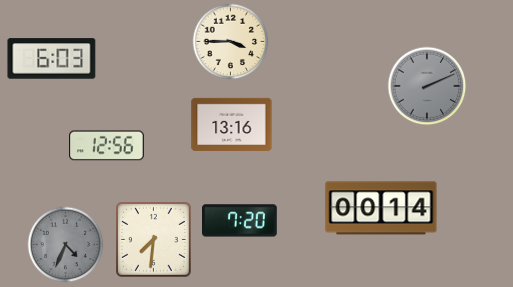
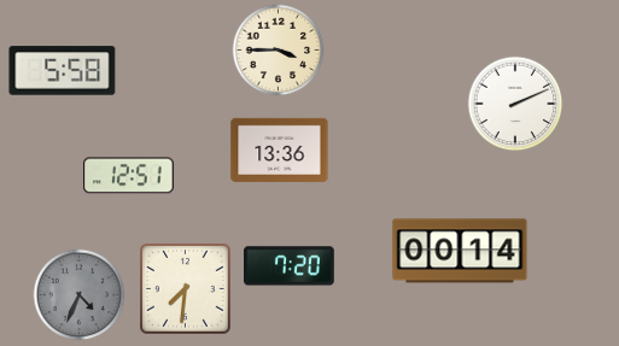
clock at (52, 59): 6:03 -> 5:58
clock at (427, 86) dial: grey -> white
clock at (232, 124): 13:16 -> 13:36
clock at (107, 146): 12:56 -> 12:51
